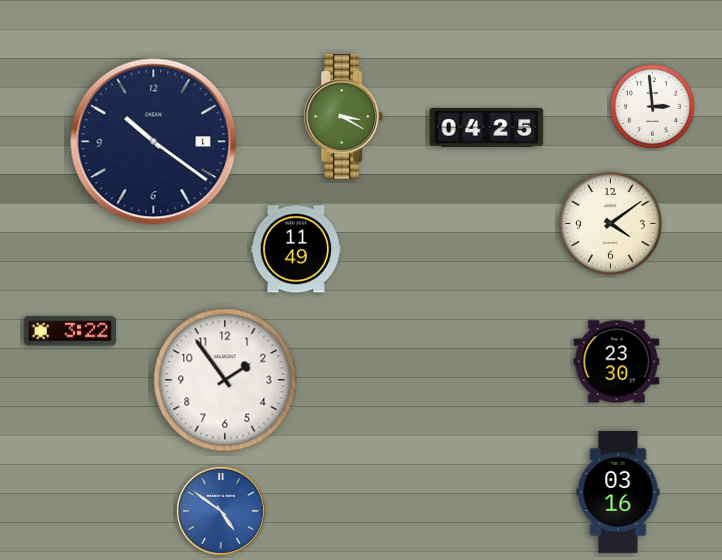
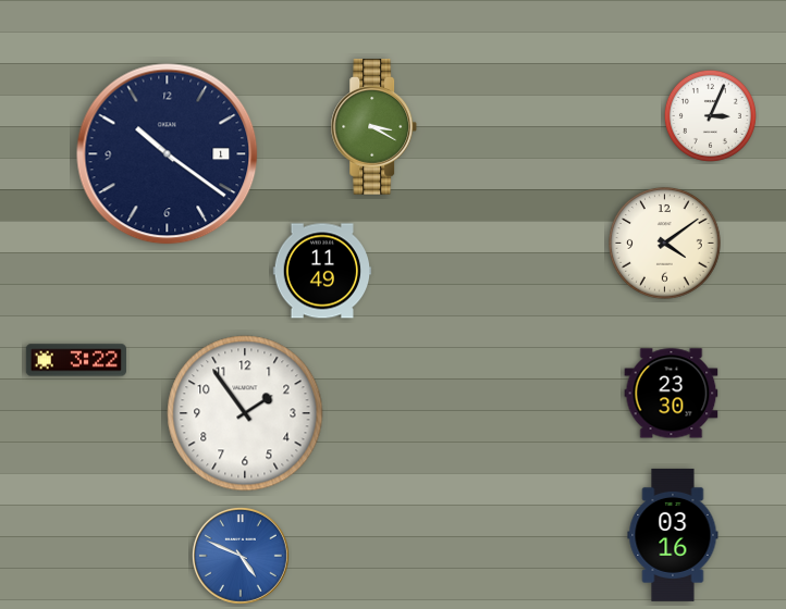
clock at (652, 106): 2:59 -> 3:04
clock at (487, 127): 04:25 -> none
clock at (221, 511): 4:51 -> 4:49
